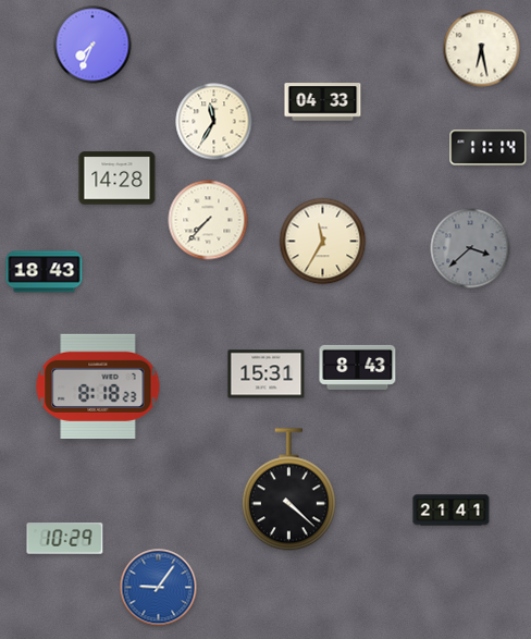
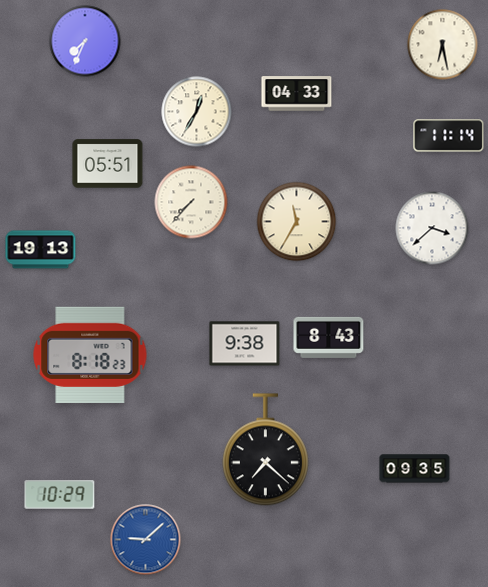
clock at (214, 122): 11:35 -> 12:35
clock at (118, 179): 14:28 -> 05:51
clock at (470, 248) dial: grey -> white
clock at (45, 272): 18:43 -> 19:13
clock at (267, 374): 15:31 -> 9:38
clock at (288, 490): 4:22 -> 7:22
clock at (452, 511): 21:41 -> 09:35
clock at (159, 588): 9:06 -> 9:08
